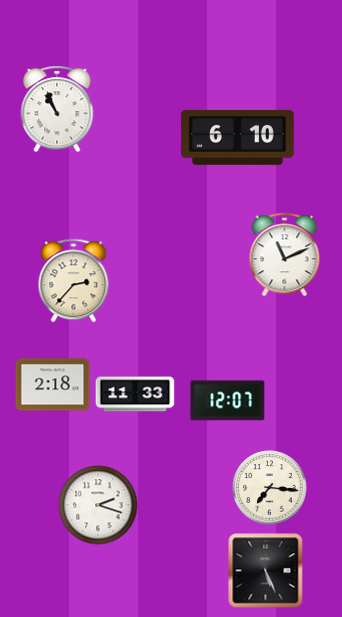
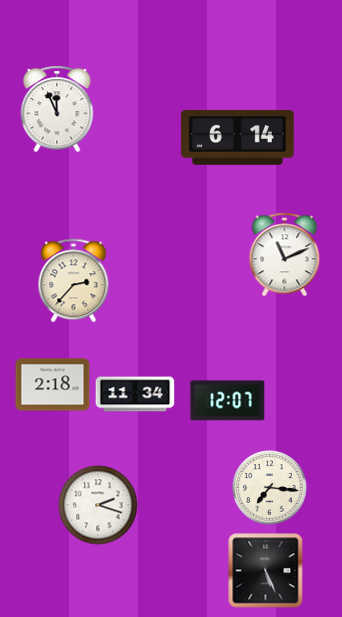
clock at (57, 109): 10:56 -> 11:56
clock at (238, 138): 6:10 -> 6:14
clock at (135, 394): 11:33 -> 11:34
